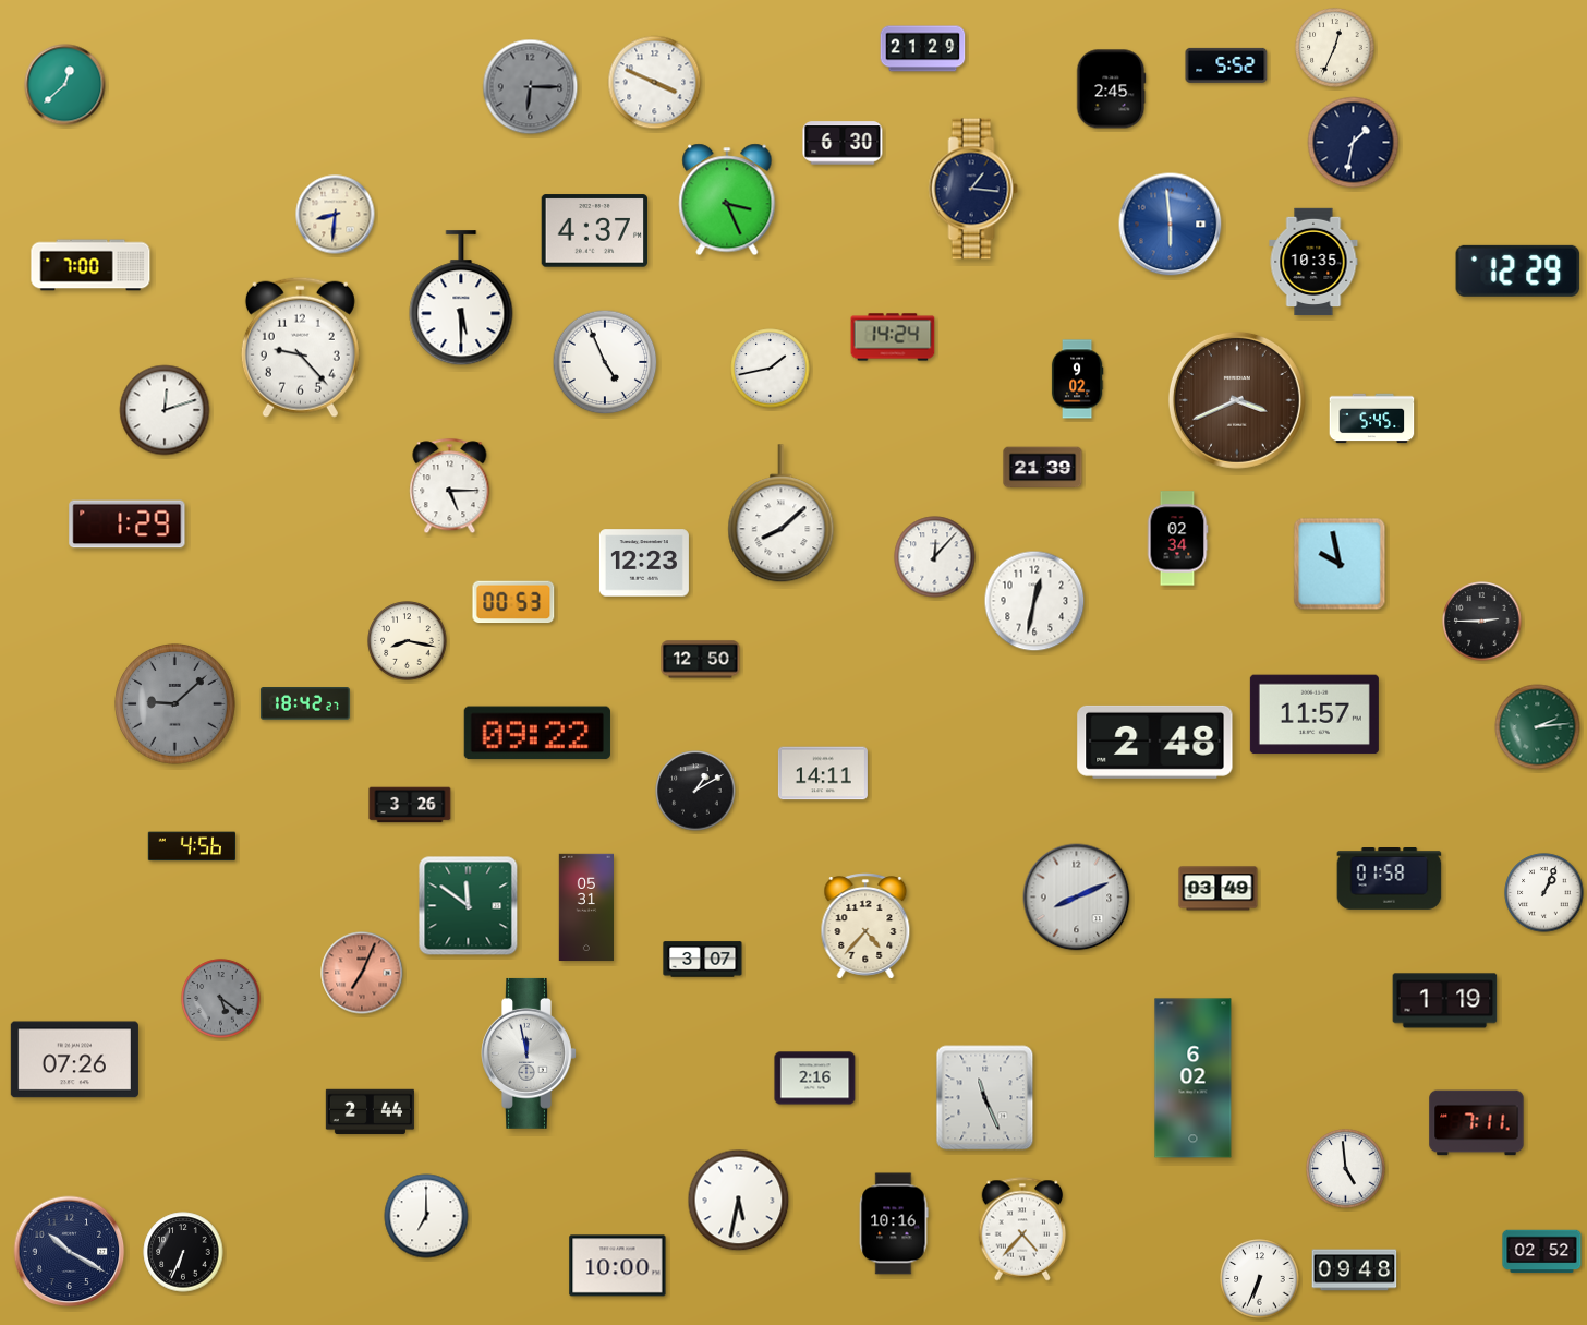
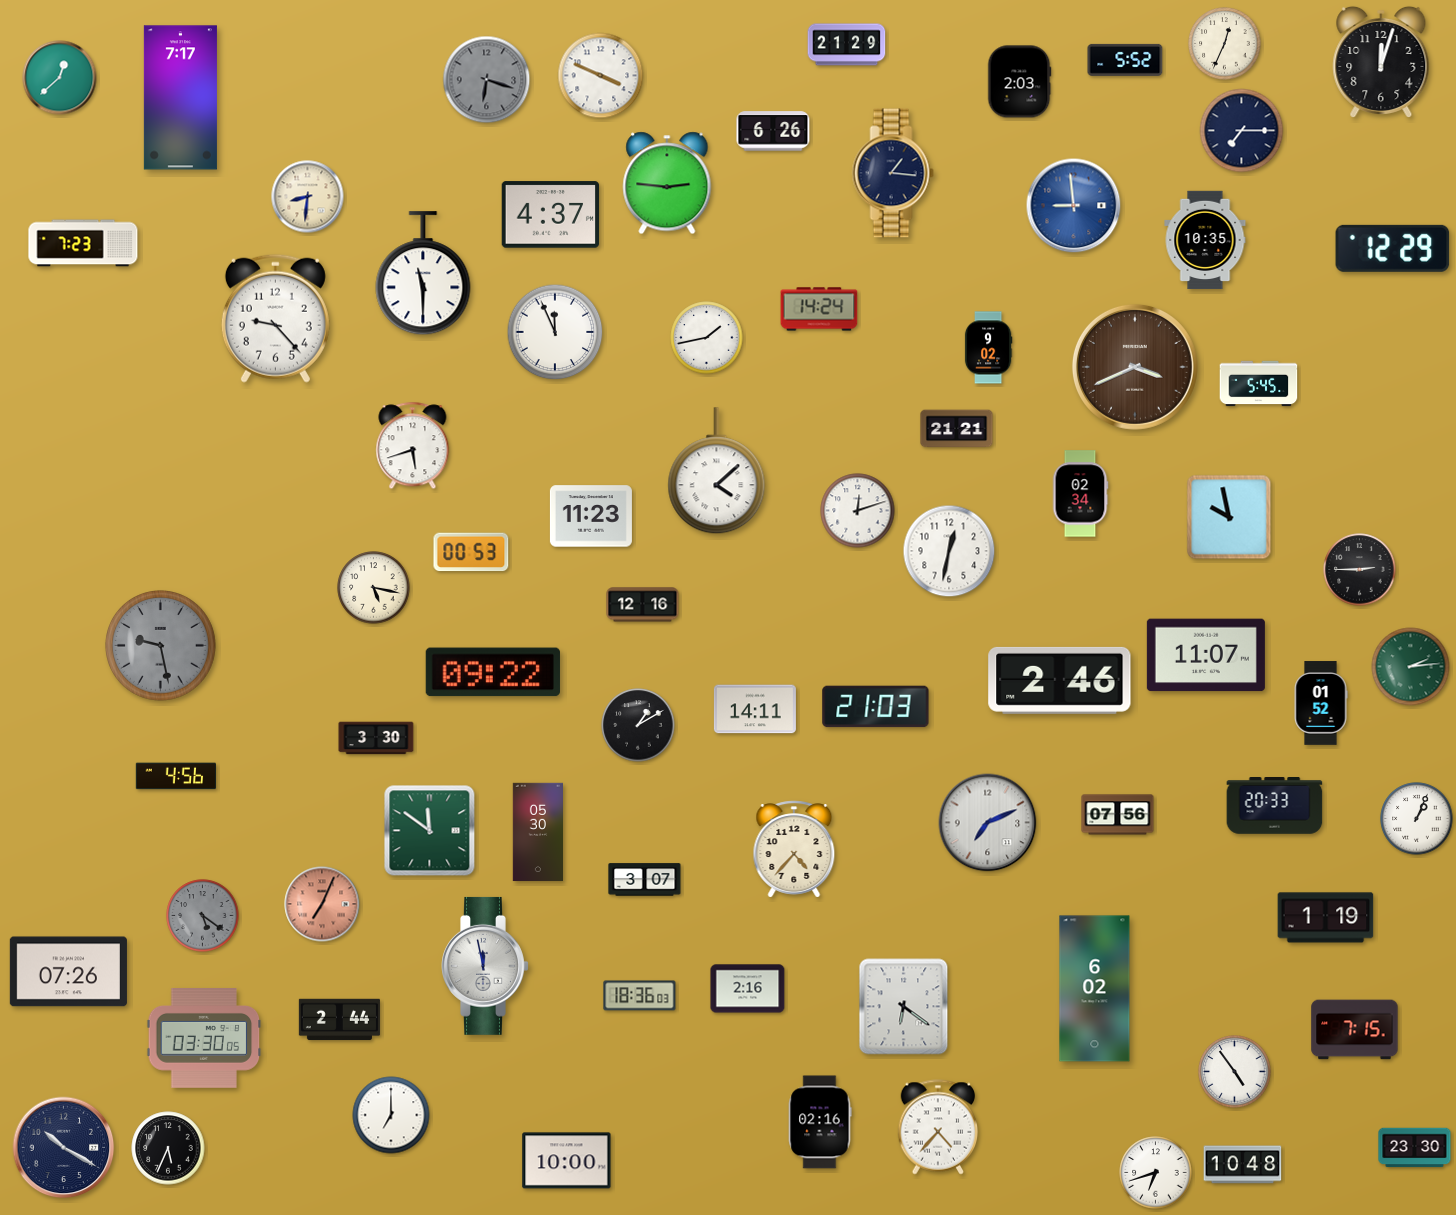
clock at (1381, 61): none -> 12:03
clock at (531, 87): 6:15 -> 6:18
clock at (1111, 89): 2:45 -> 2:03
clock at (180, 98): none -> 7:17
clock at (843, 143): 6:30 -> 6:26
clock at (1354, 143): 1:32 -> 7:15
clock at (727, 200): 3:26 -> 2:46
clock at (1171, 225): 5:59 -> 8:59
clock at (595, 231) position: (595, 231) -> (551, 215)
clock at (90, 265): 7:00 -> 7:23
clock at (461, 299): 5:30 -> 11:30
clock at (605, 362): 4:56 -> 11:56
clock at (165, 410): 12:12 -> none
clock at (1043, 468): 21:39 -> 21:21
clock at (450, 486): 5:15 -> 5:42
clock at (782, 514): 8:08 -> 4:08
clock at (128, 525): 1:29 -> none
clock at (935, 557): 12:07 -> 12:12
clock at (644, 563): 12:23 -> 11:23
clock at (408, 641): 8:17 -> 5:17
clock at (701, 660): 12:50 -> 12:16
clock at (175, 704): 9:08 -> 9:28
clock at (305, 704): 18:42 -> none
clock at (1315, 714): 11:57 -> 11:07
clock at (1155, 742): 2:48 -> 2:46
clock at (1321, 703): none -> 01:52
clock at (876, 707): none -> 21:03
clock at (410, 805): 3:26 -> 3:30
clock at (1390, 879): 01:58 -> 20:33
clock at (1219, 889): 03:49 -> 07:56
clock at (1077, 898): 8:11 -> 7:11
clock at (586, 907): 05:31 -> 05:30
clock at (362, 973) position: (362, 973) -> (322, 904)
clock at (640, 996): none -> 18:36
clock at (985, 1098): 11:26 -> 6:21
clock at (1477, 1123): 7:11 -> 7:15
clock at (204, 1038): none -> 03:30
clock at (1346, 1169): 4:59 -> 4:54
clock at (739, 1201): 5:32 -> none
clock at (894, 1224): 10:16 -> 02:16
clock at (183, 1252): 6:34 -> 5:34
clock at (1542, 1252): 02:52 -> 23:30
clock at (1355, 1270): 09:48 -> 10:48
clock at (1260, 1279): 6:34 -> 6:42
